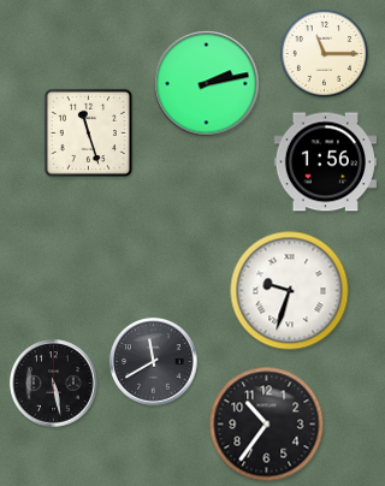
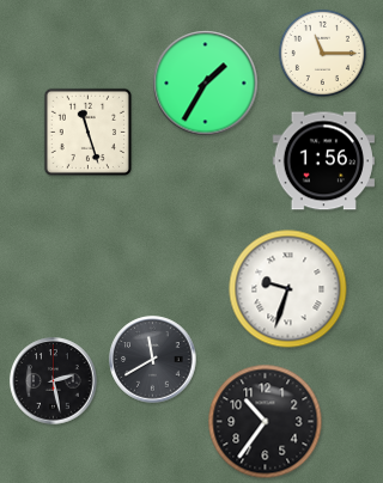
clock at (207, 84): 2:13 -> 1:35
clock at (54, 384): 5:28 -> 2:28
